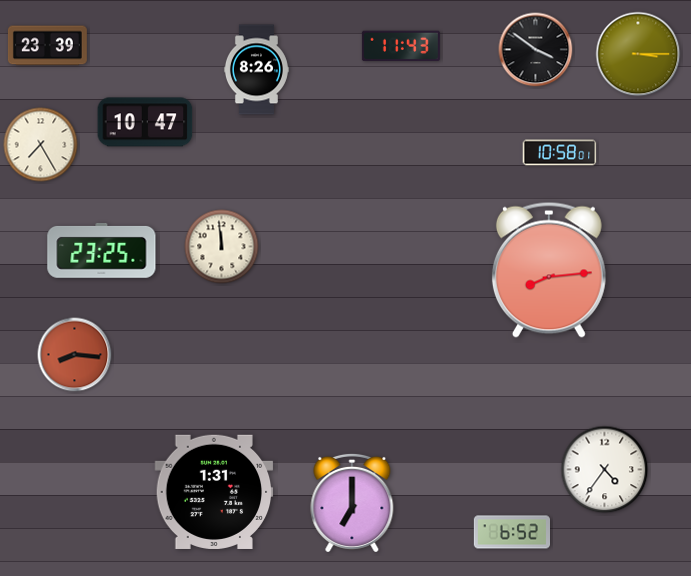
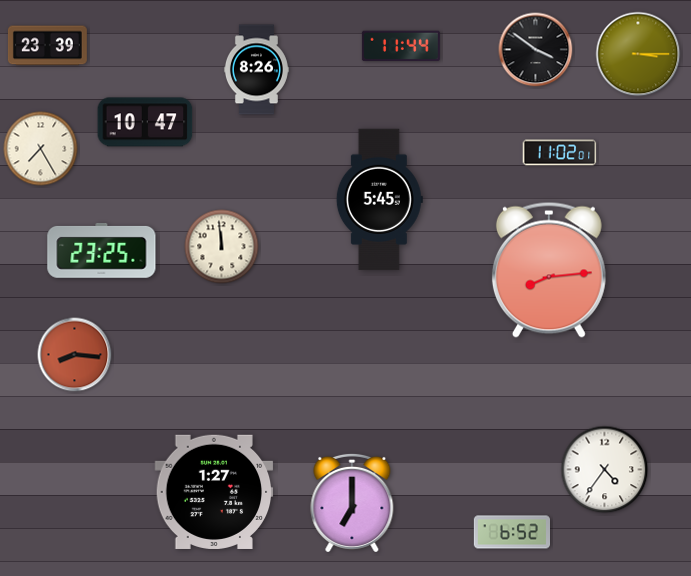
clock at (401, 46): 11:43 -> 11:44
clock at (41, 145) position: (41, 145) -> (41, 149)
clock at (560, 153): 10:58 -> 11:02
clock at (379, 200): none -> 5:45
clock at (214, 492): 1:31 -> 1:27
